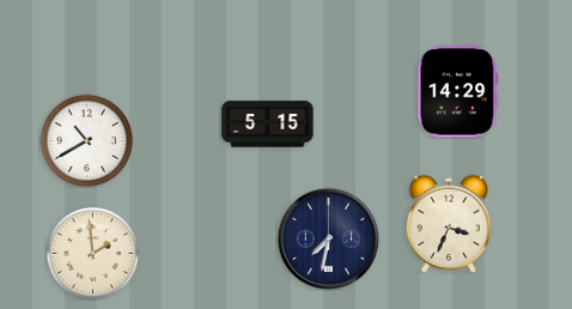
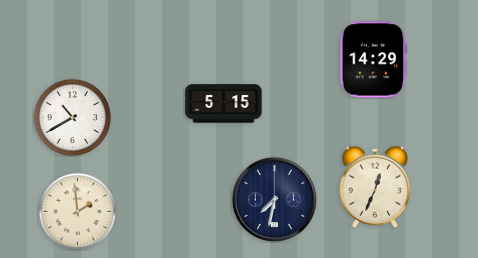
clock at (458, 92) position: (458, 92) -> (374, 60)
clock at (448, 224): 3:34 -> 12:34
